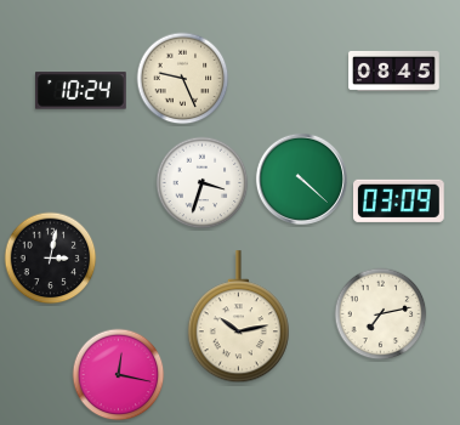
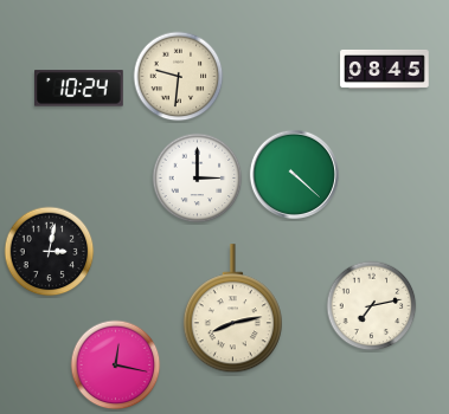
clock at (183, 79): 9:26 -> 9:31
clock at (203, 183): 3:33 -> 3:00
clock at (399, 200): 03:09 -> none
clock at (238, 317): 10:13 -> 8:13
